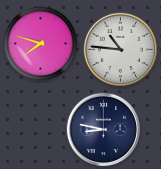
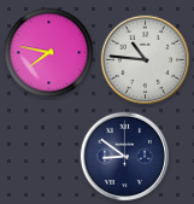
clock at (41, 44): 7:48 -> 7:47
clock at (104, 130): 8:47 -> 8:51
